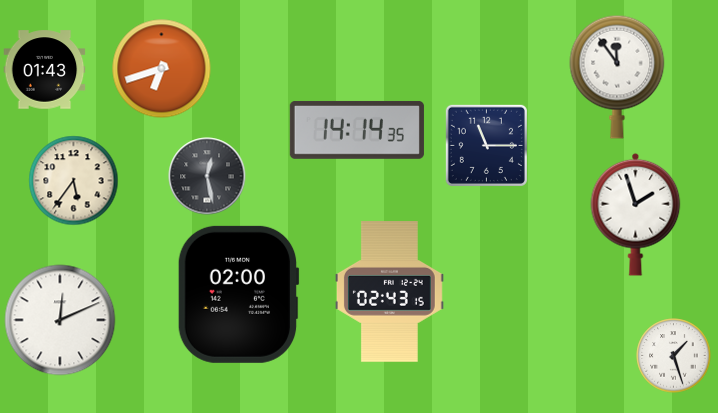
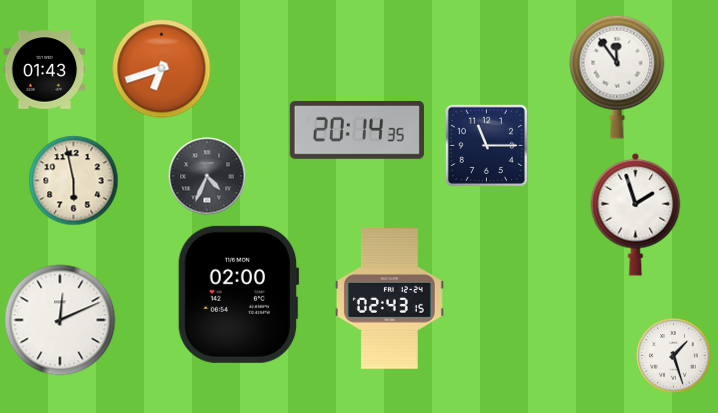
clock at (357, 130): 14:14 -> 20:14
clock at (207, 176): 12:28 -> 4:34
clock at (74, 181): 5:36 -> 5:58
clock at (389, 292) position: (389, 292) -> (389, 299)
